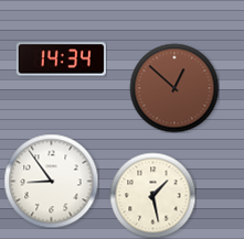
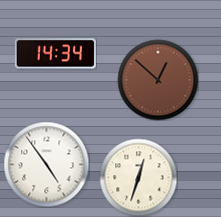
clock at (51, 181): 8:54 -> 4:54
clock at (152, 195): 1:28 -> 12:33
